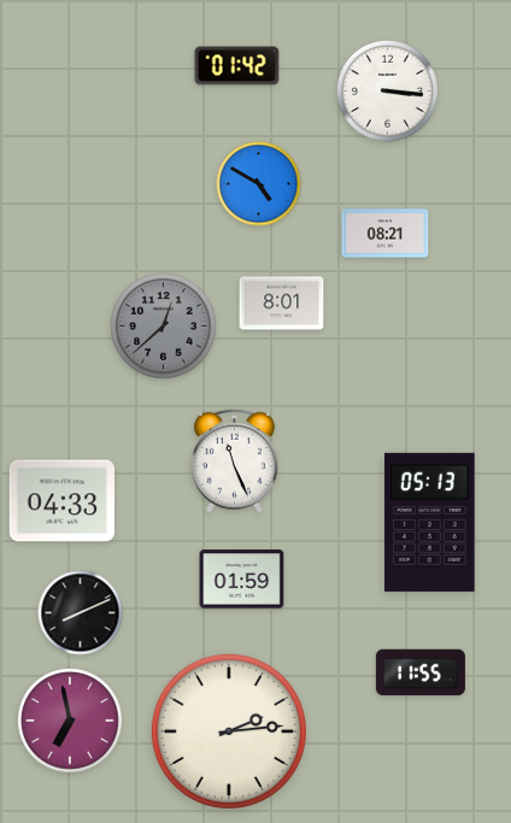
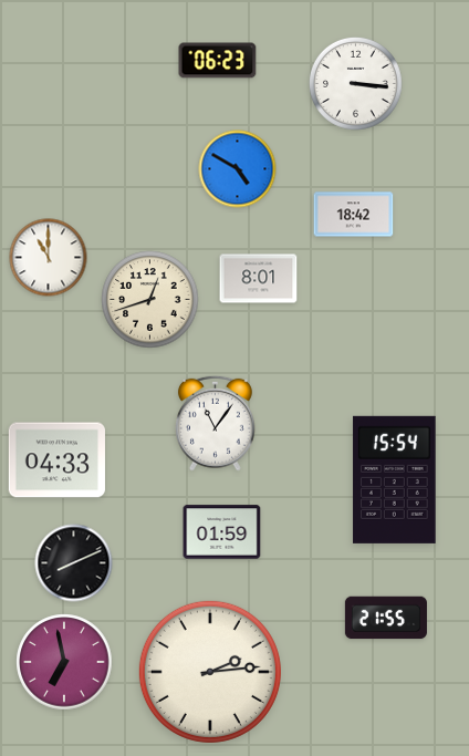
clock at (237, 66): 01:42 -> 06:23
clock at (386, 234): 08:21 -> 18:42
clock at (49, 258): none -> 11:00
clock at (164, 327): 12:38 -> 12:42
clock at (164, 327) dial: grey -> cream
clock at (234, 460): 11:26 -> 11:06
clock at (430, 522): 05:13 -> 15:54
clock at (421, 672): 11:55 -> 21:55
